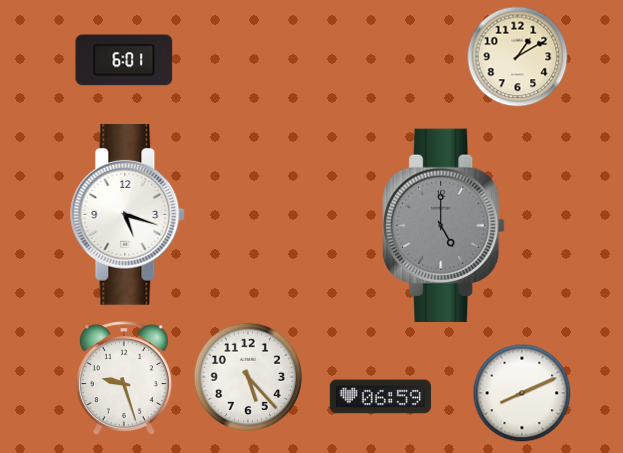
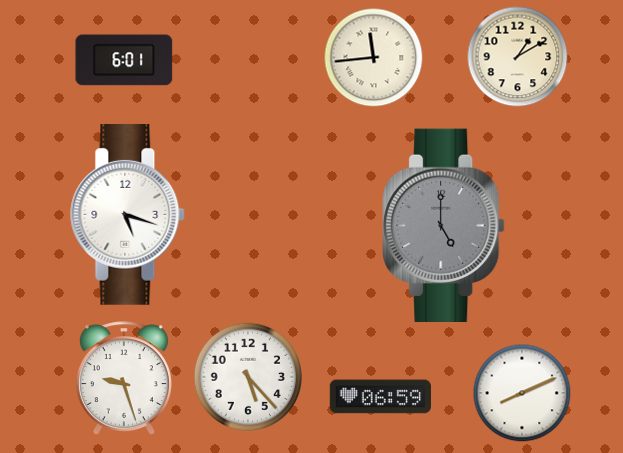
clock at (374, 58): none -> 11:44
